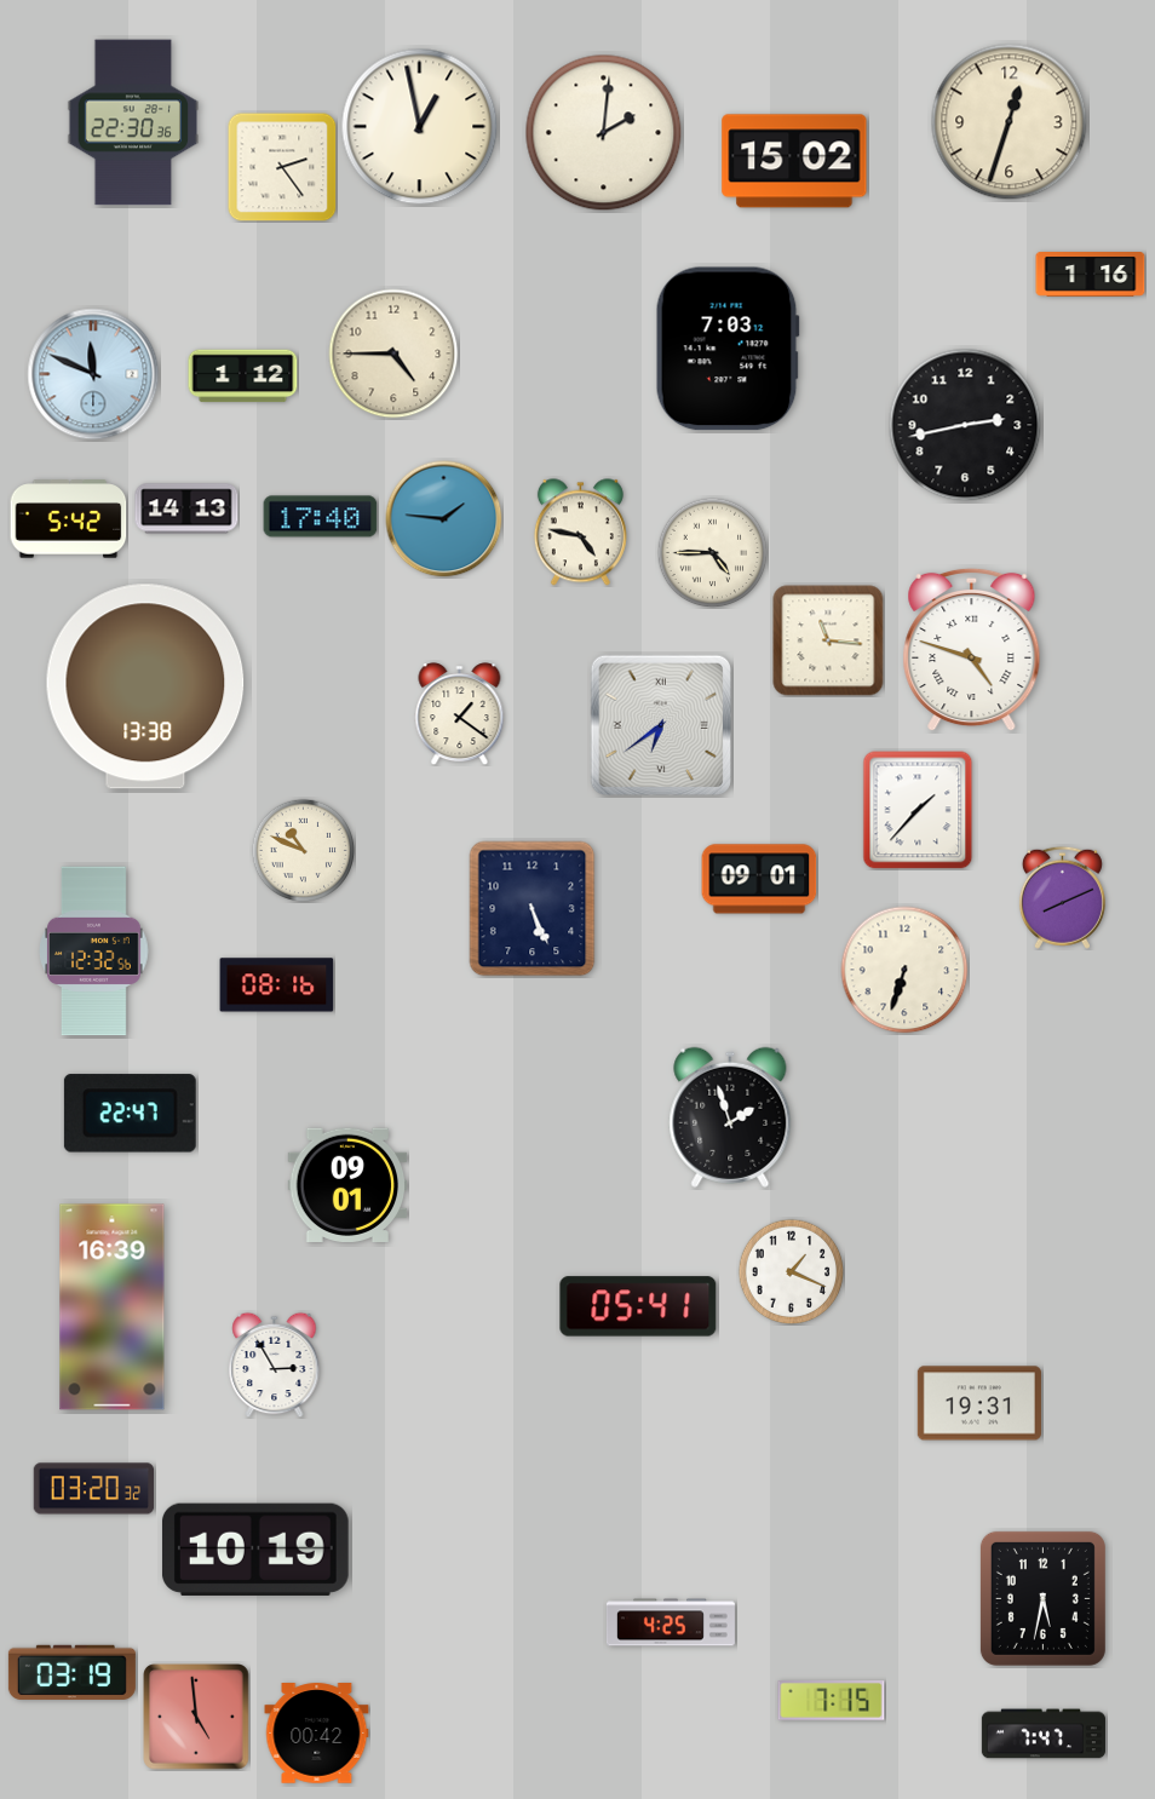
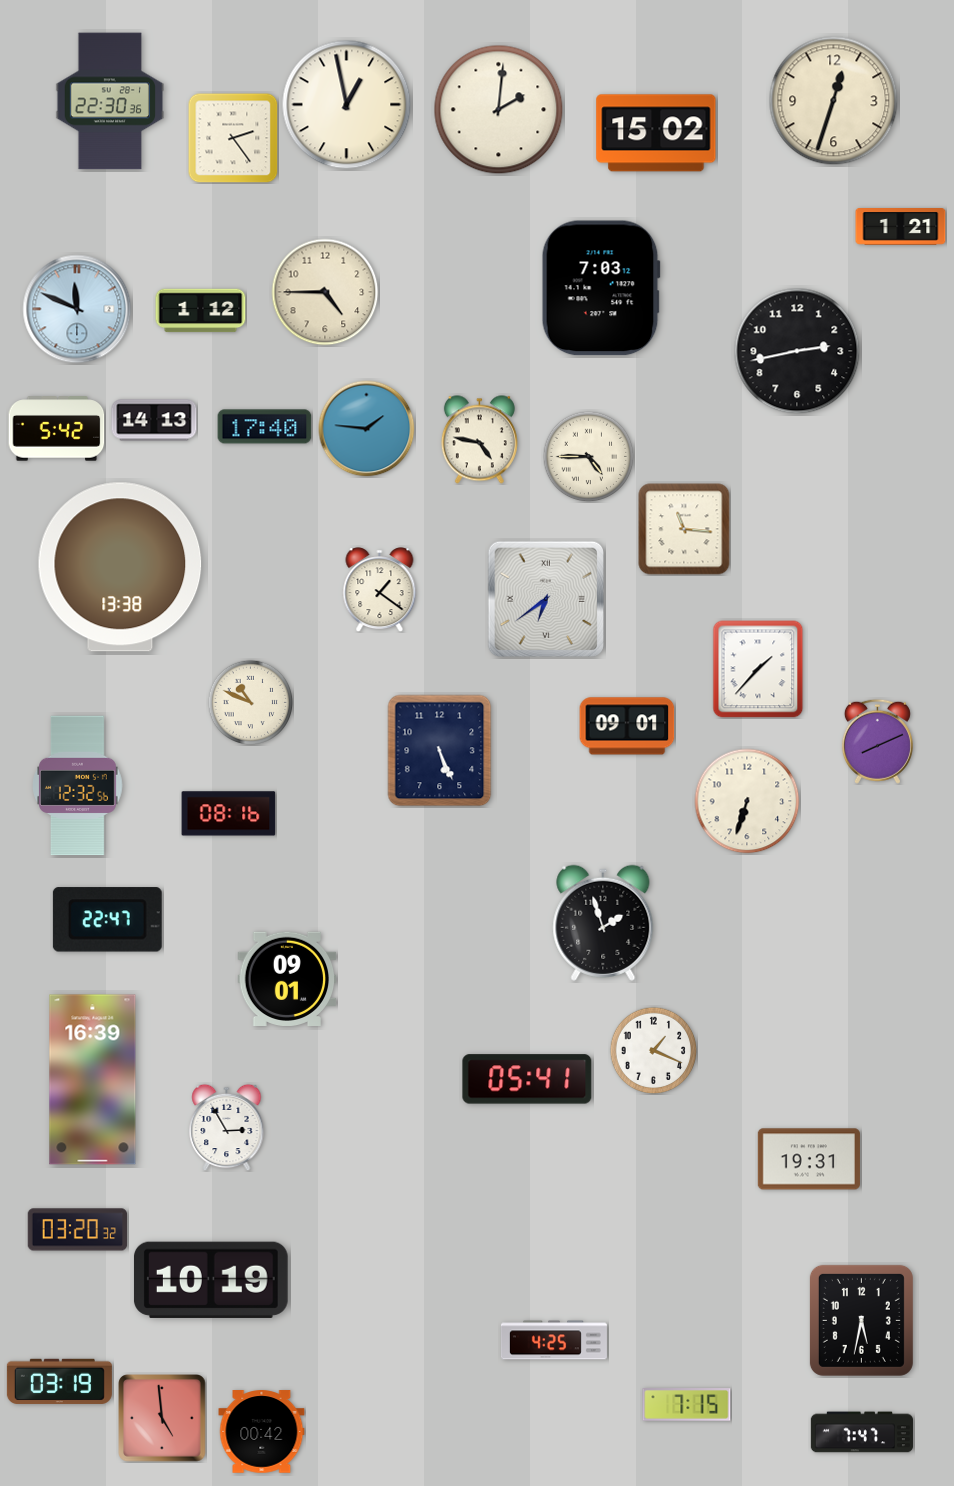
clock at (1091, 275): 1:16 -> 1:21
clock at (972, 650): 4:48 -> none
